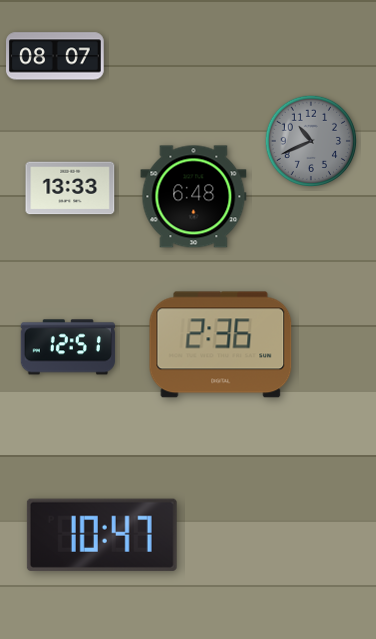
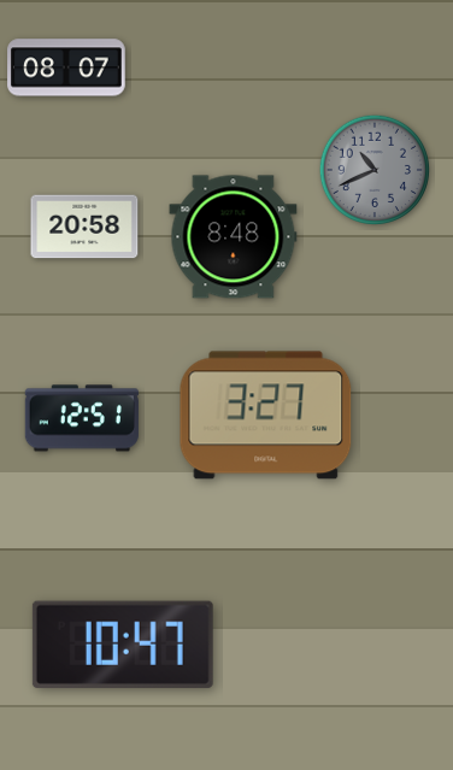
clock at (70, 188): 13:33 -> 20:58
clock at (194, 197): 6:48 -> 8:48
clock at (221, 345): 2:36 -> 3:27
